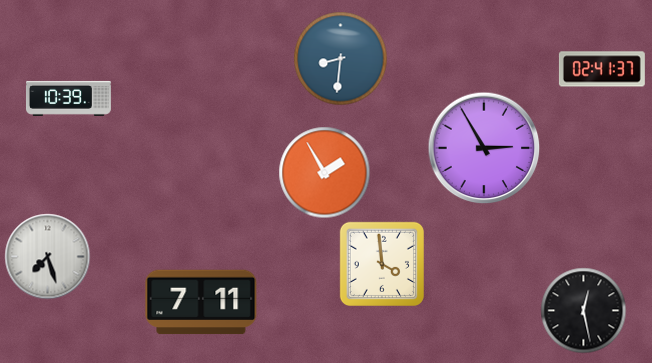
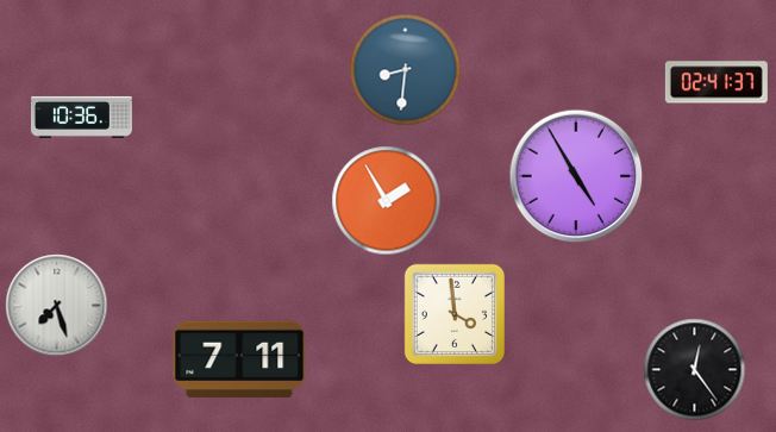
clock at (68, 98): 10:39 -> 10:36
clock at (484, 148): 2:55 -> 4:55
clock at (324, 172) position: (324, 172) -> (386, 200)
clock at (583, 310): 12:28 -> 12:24
